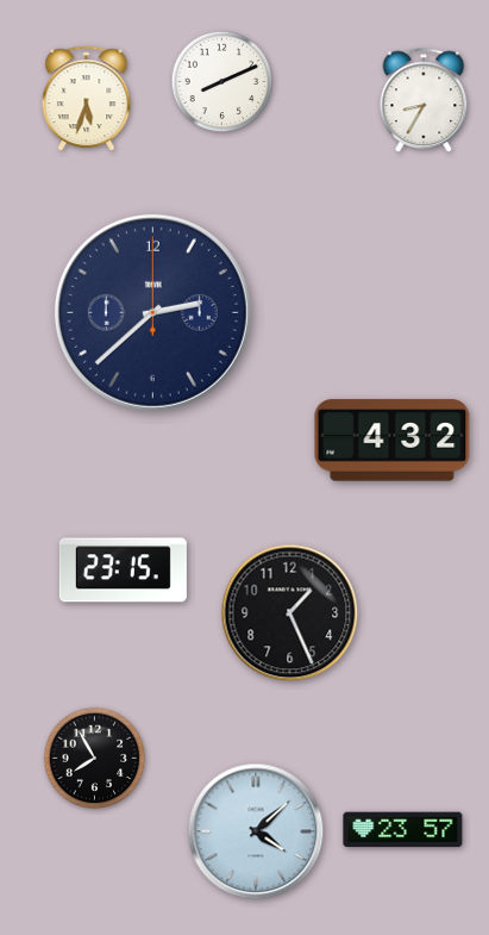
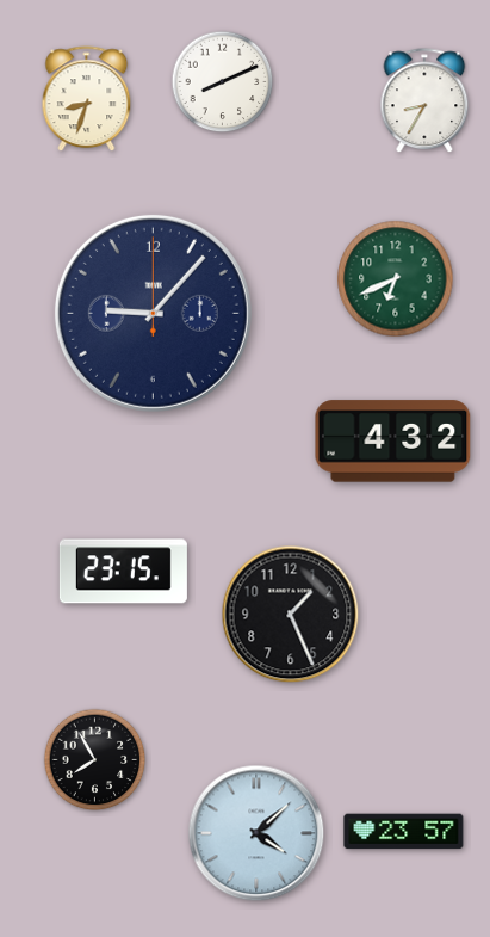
clock at (87, 99): 5:33 -> 8:33
clock at (396, 279): none -> 6:41
clock at (152, 312): 2:38 -> 9:07
